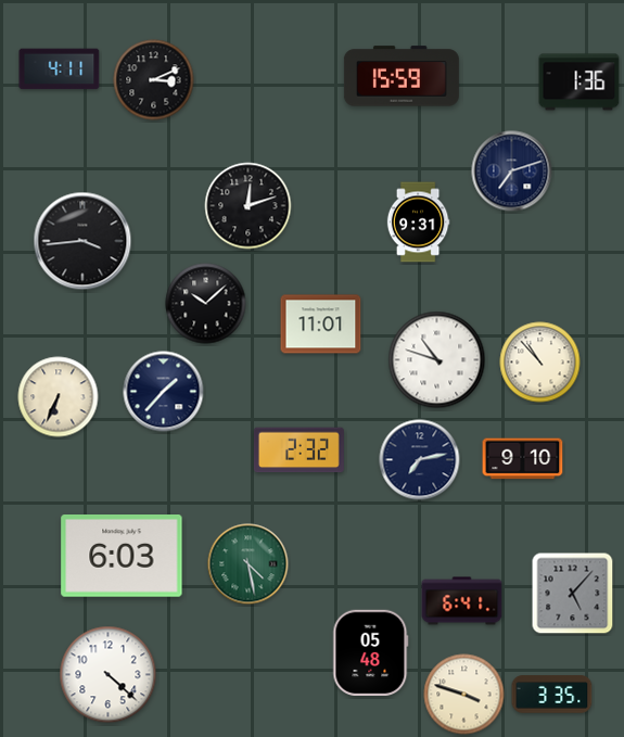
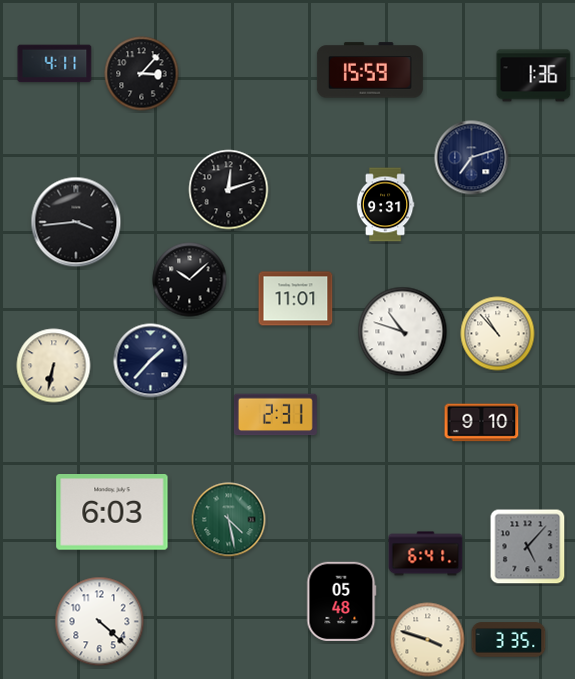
clock at (154, 80): 3:11 -> 3:07
clock at (59, 397): 6:34 -> 6:32
clock at (298, 450): 2:32 -> 2:31
clock at (420, 460): 7:13 -> none
